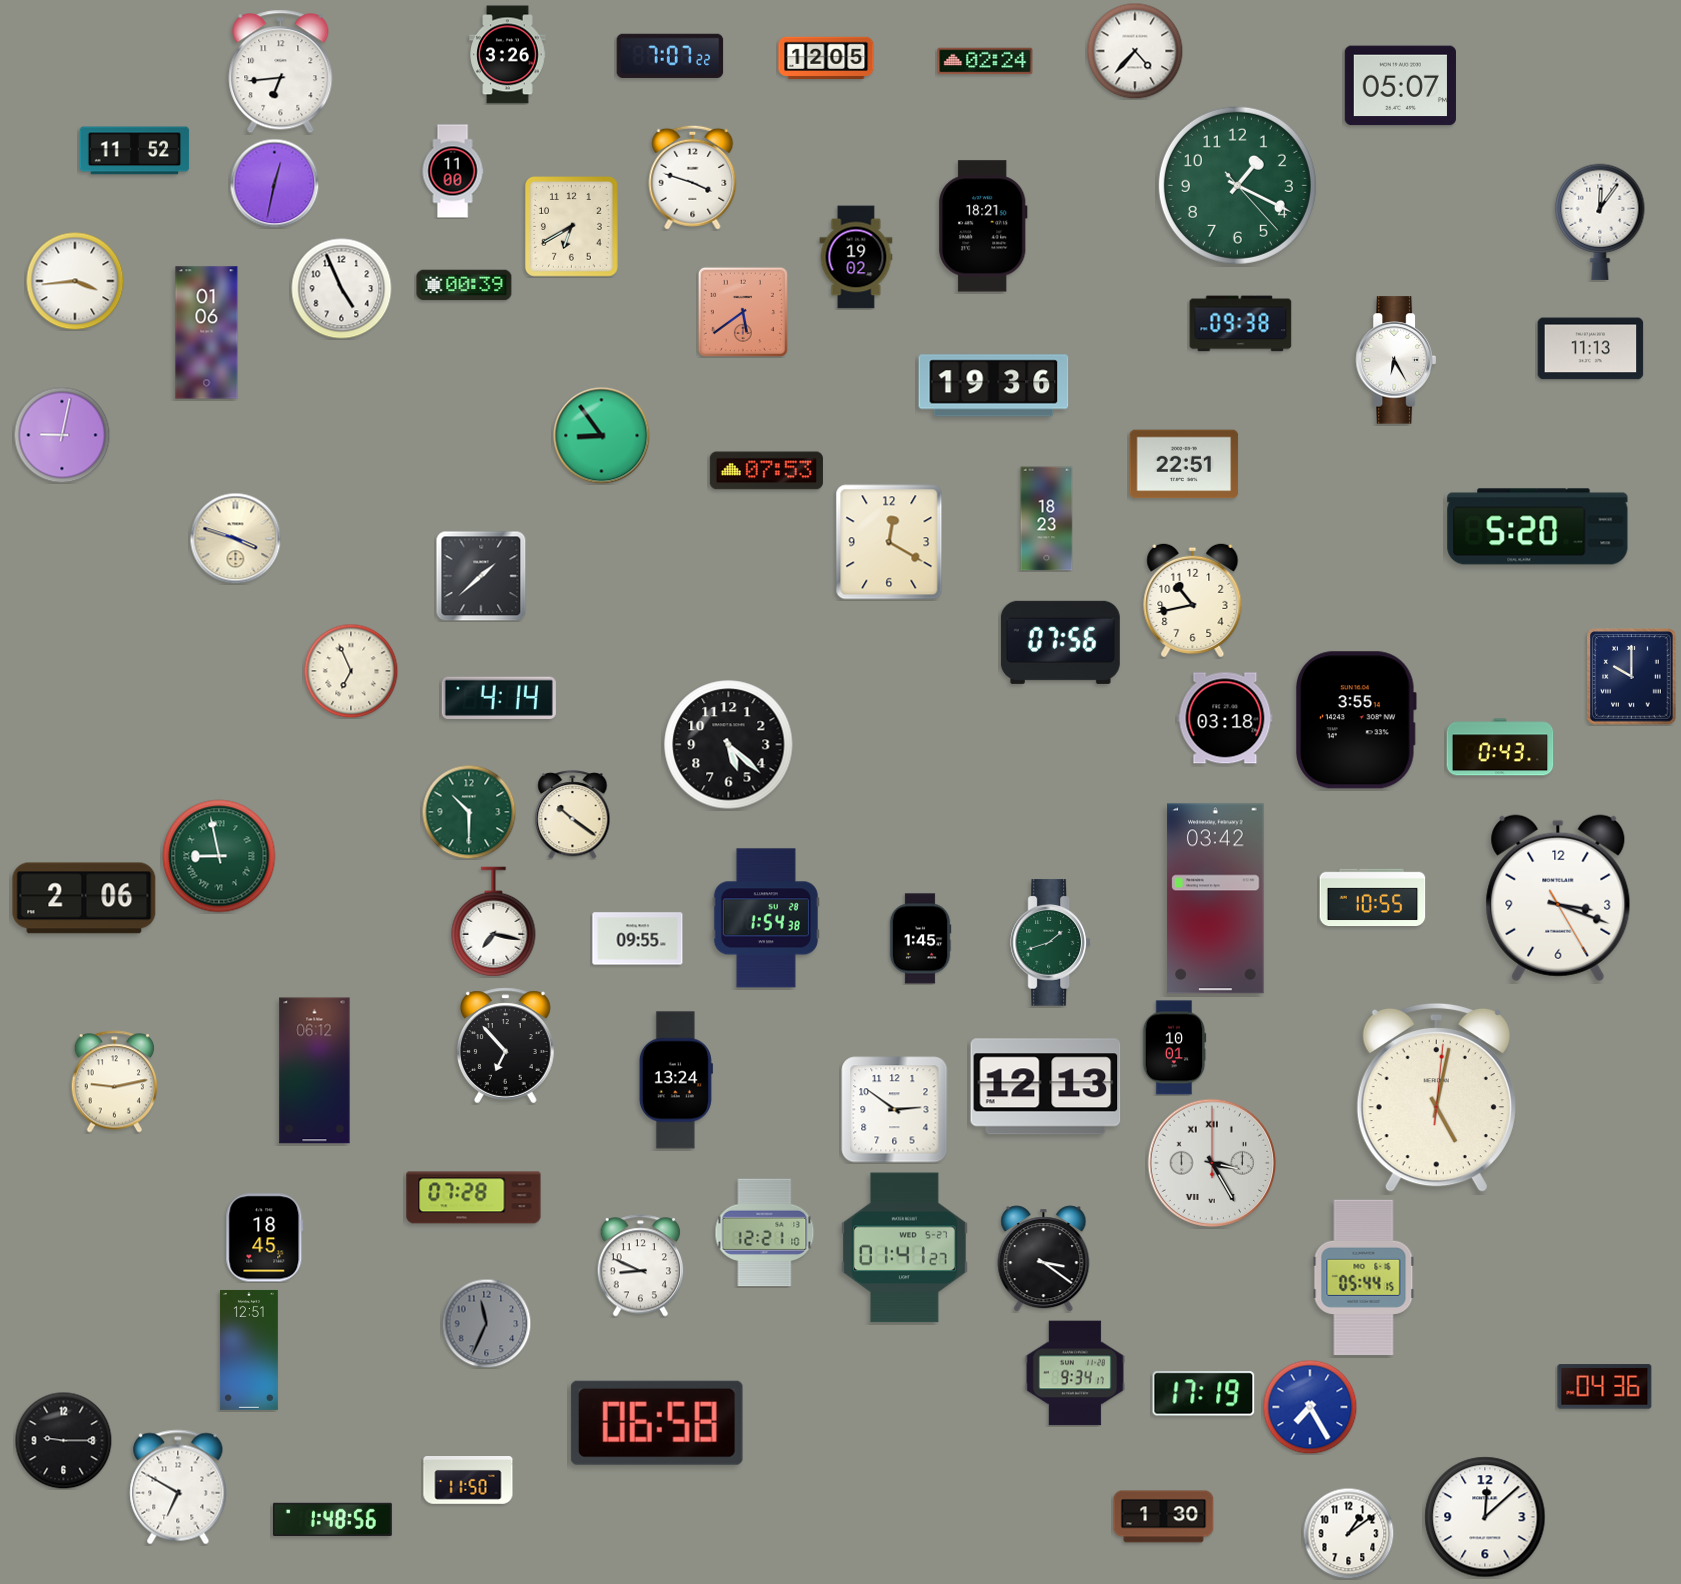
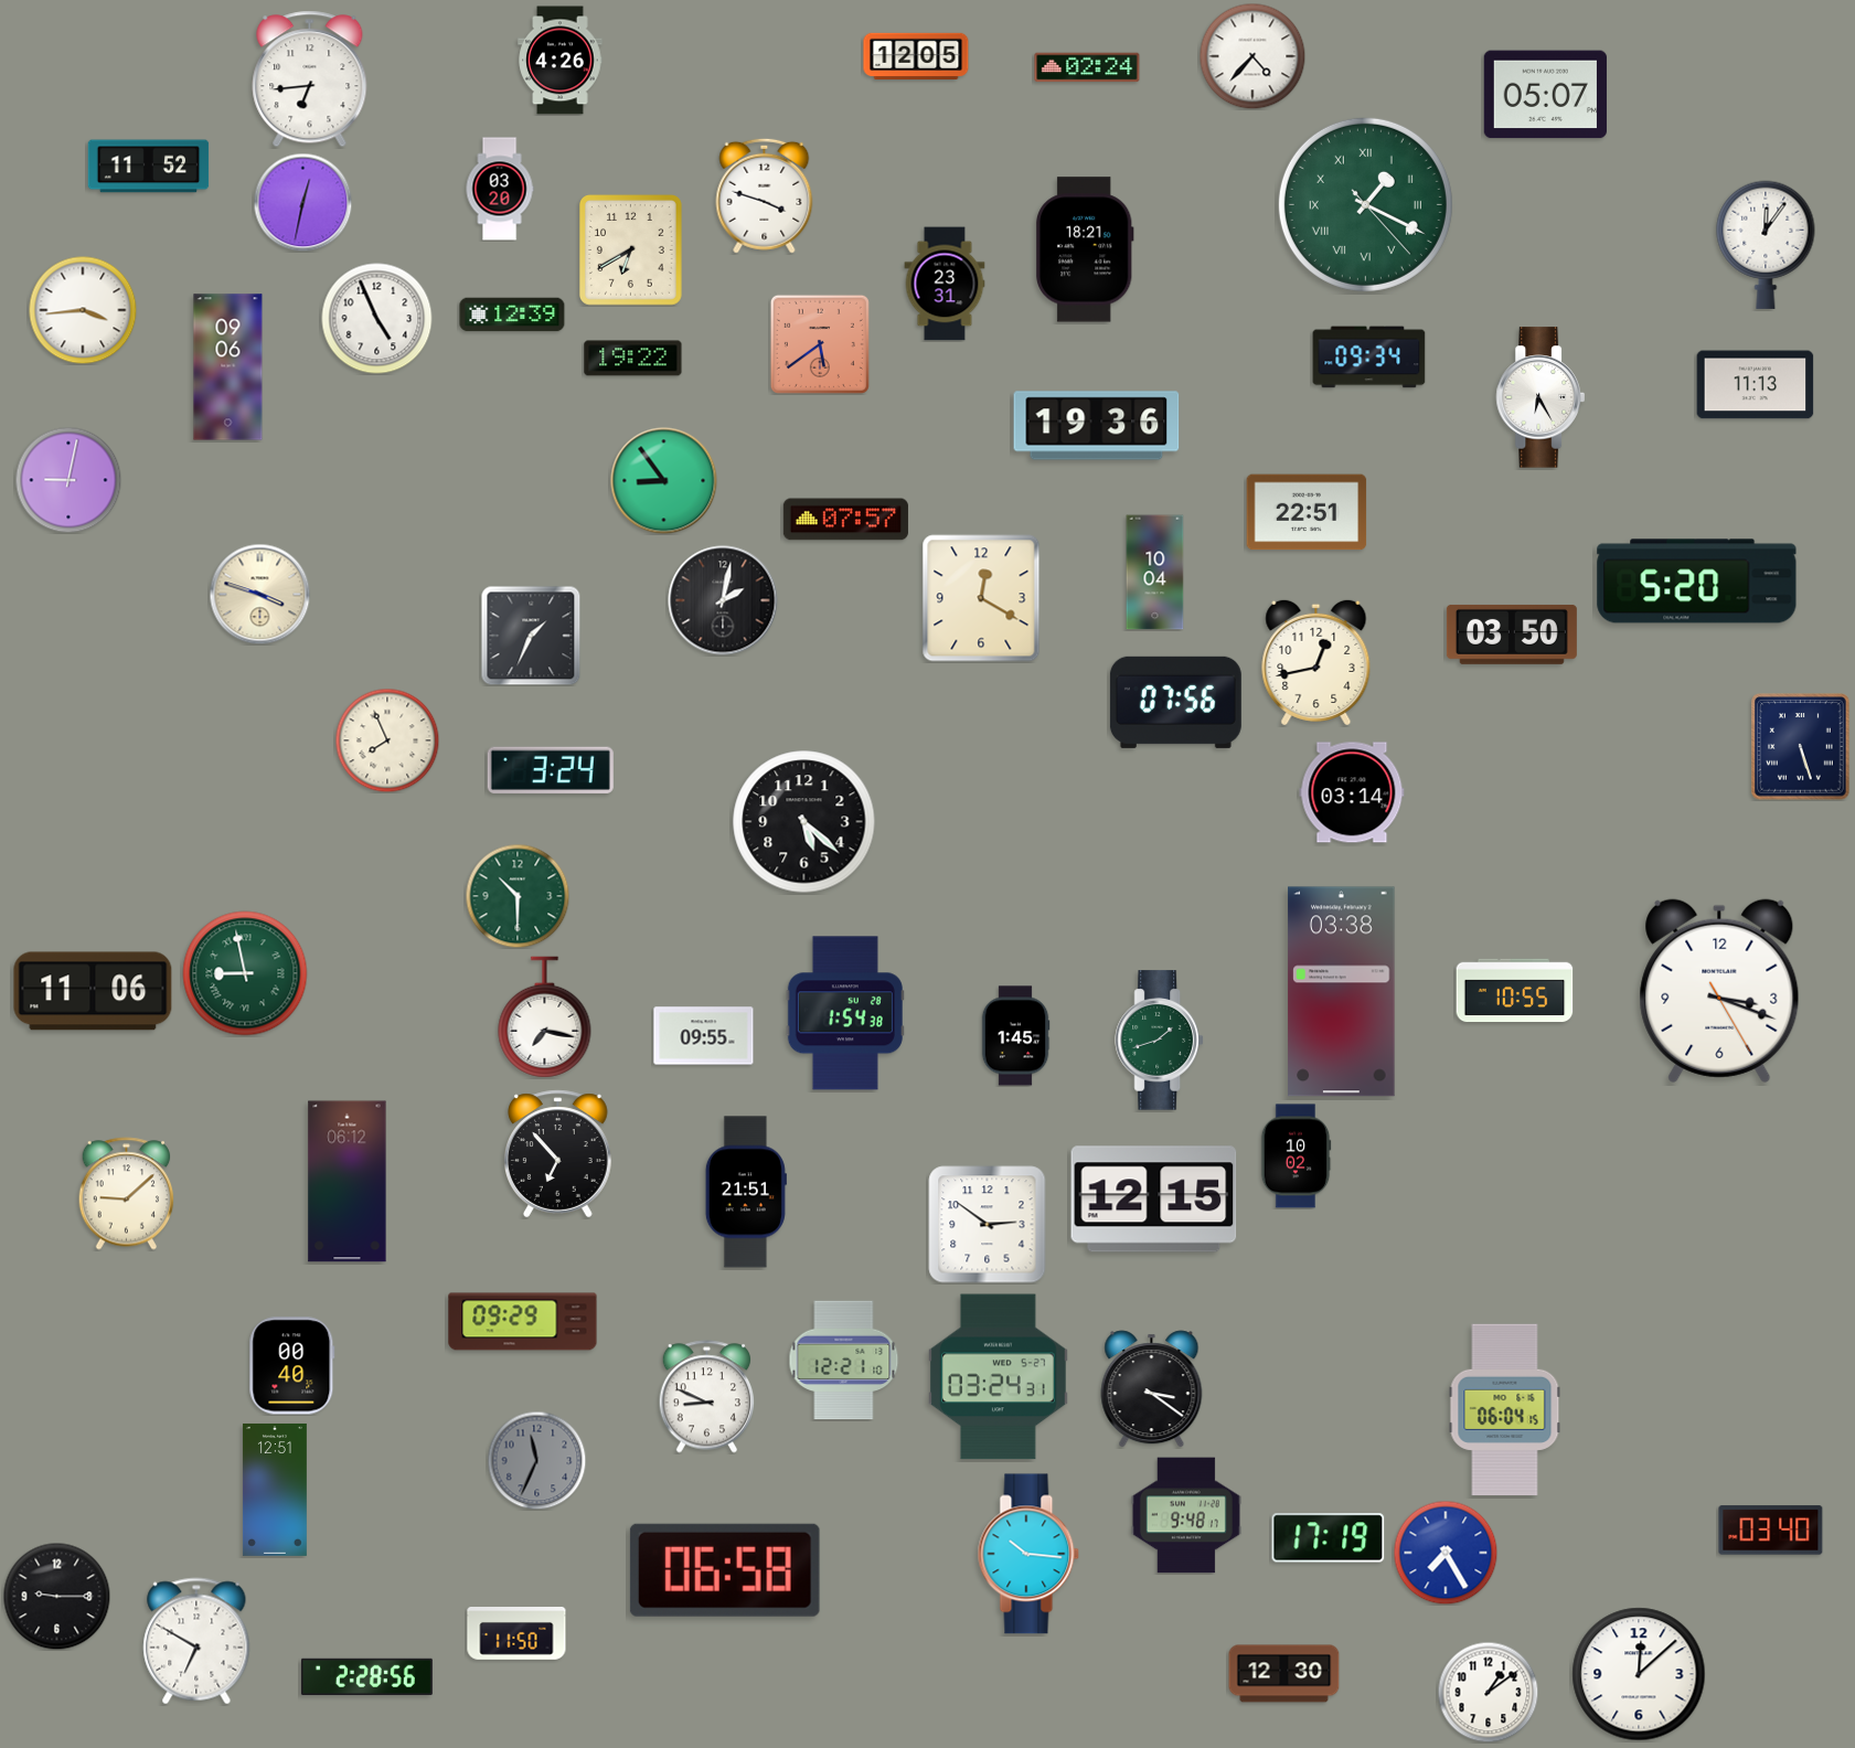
clock at (508, 55): 3:26 -> 4:26
clock at (670, 56): 7:07 -> none
clock at (826, 57) position: (826, 57) -> (916, 55)
clock at (453, 171): 11:00 -> 03:20
clock at (1237, 185) numerals: Arabic -> Roman
clock at (856, 257): 19:02 -> 23:31
clock at (464, 285): 00:39 -> 12:39
clock at (1241, 324): 09:38 -> 09:34
clock at (633, 359): none -> 19:22
clock at (207, 333): 01:06 -> 09:06
clock at (766, 471): 07:53 -> 07:57
clock at (1047, 519): 18:23 -> 10:04
clock at (723, 600): none -> 2:02
clock at (1512, 635): none -> 03:50
clock at (481, 576): 1:38 -> 1:34
clock at (1193, 600): 10:43 -> 12:43
clock at (1060, 642) position: (1060, 642) -> (1175, 702)
clock at (351, 671): 6:56 -> 7:56
clock at (1632, 677): 10:00 -> 5:27
clock at (499, 698): 4:14 -> 3:24
clock at (1225, 718): 03:18 -> 03:14
clock at (1356, 720): 3:55 -> none
clock at (1500, 747): 0:43 -> none
clock at (573, 815): 10:21 -> none
clock at (219, 856) position: (219, 856) -> (245, 973)
clock at (84, 898): 2:06 -> 11:06
clock at (1216, 899): 03:42 -> 03:38
clock at (1174, 1048): 10:01 -> 10:02
clock at (676, 1080): 13:24 -> 21:51
clock at (115, 1082): 9:13 -> 9:08
clock at (1046, 1087): 12:13 -> 12:15
clock at (1436, 1097): 5:02 -> none
clock at (1212, 1163): 3:25 -> none
clock at (474, 1198): 07:28 -> 09:29
clock at (265, 1238): 18:45 -> 00:40
clock at (904, 1248): 01:41 -> 03:24
clock at (1364, 1278): 05:44 -> 06:04
clock at (1075, 1373): 9:34 -> 9:48
clock at (1605, 1387): 04:36 -> 03:40
clock at (1028, 1554): none -> 10:16
clock at (63, 1440) position: (63, 1440) -> (56, 1596)
clock at (1164, 1517): 1:30 -> 12:30
clock at (332, 1519): 1:48 -> 2:28
